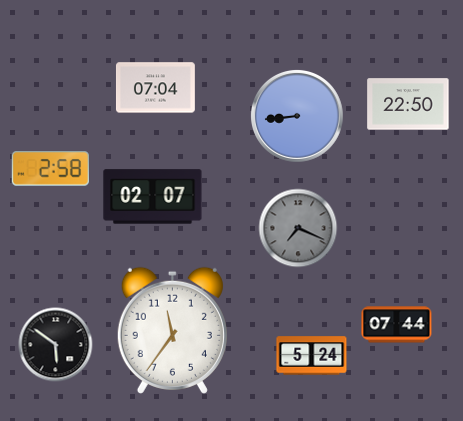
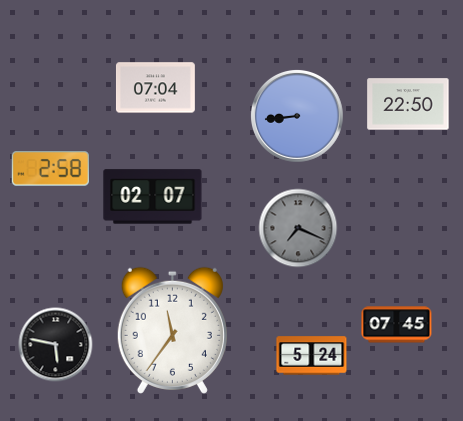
clock at (397, 325): 07:44 -> 07:45
clock at (56, 345): 5:51 -> 5:47
